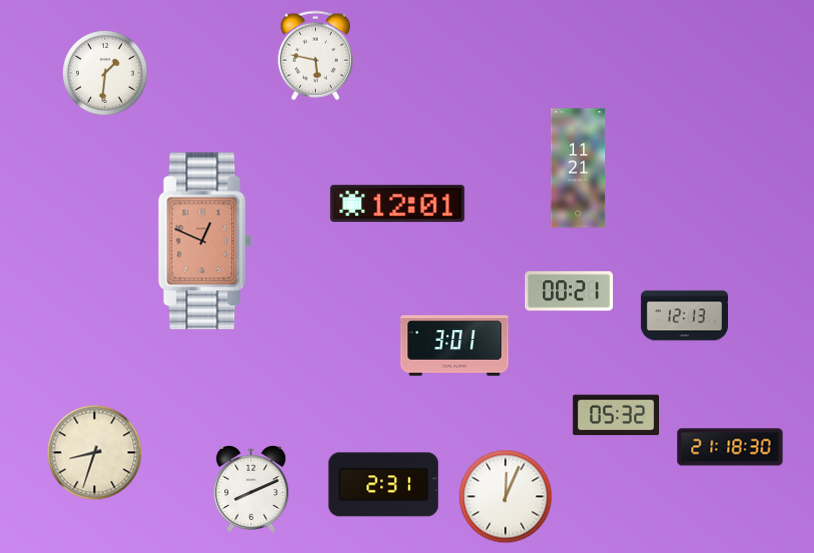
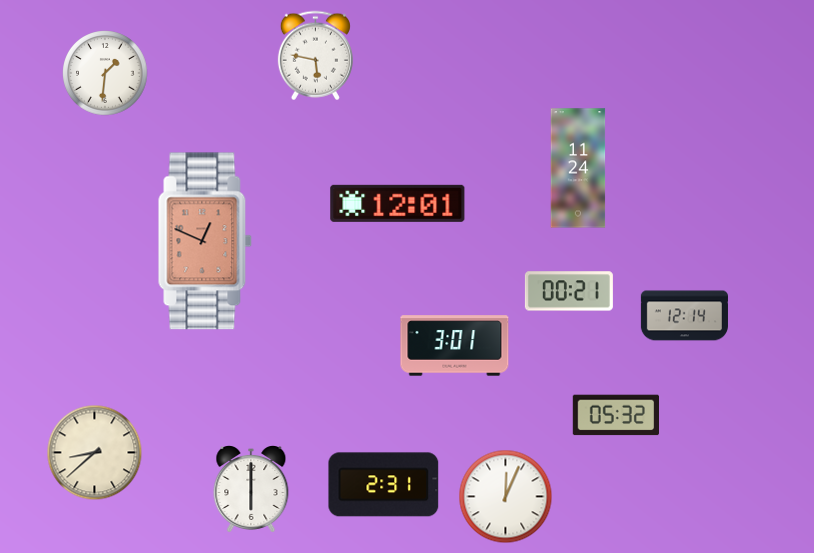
clock at (578, 168): 11:21 -> 11:24
clock at (684, 316): 12:13 -> 12:14
clock at (730, 447): 21:18 -> none
clock at (95, 453): 8:33 -> 8:38
clock at (251, 490): 8:11 -> 6:00
